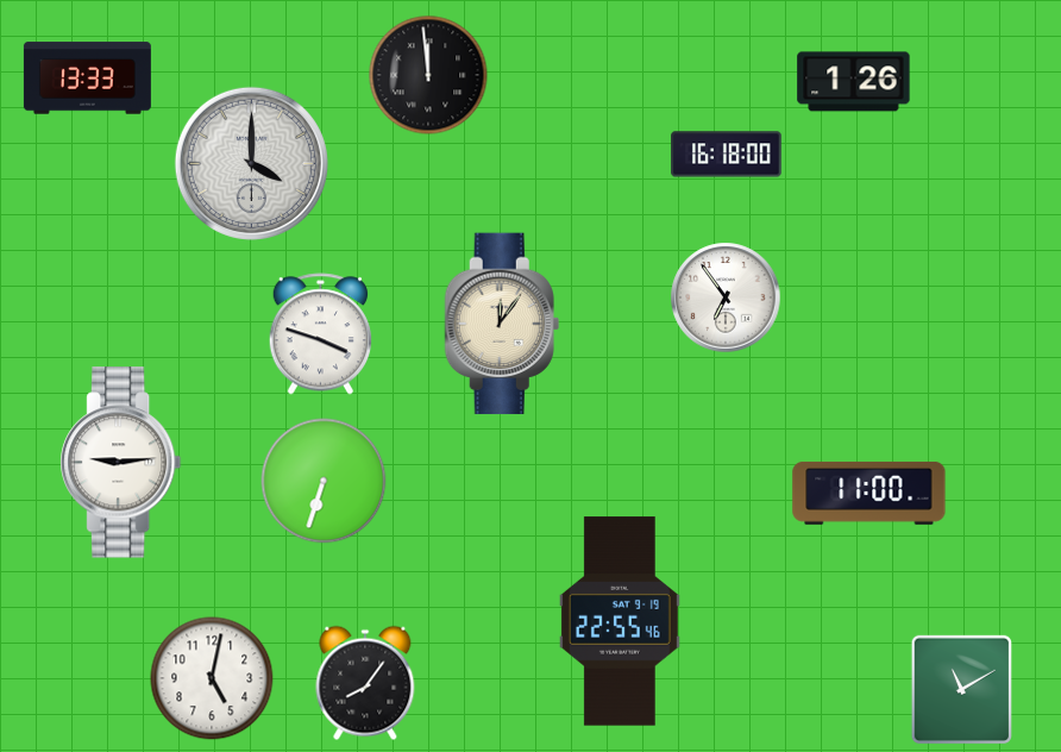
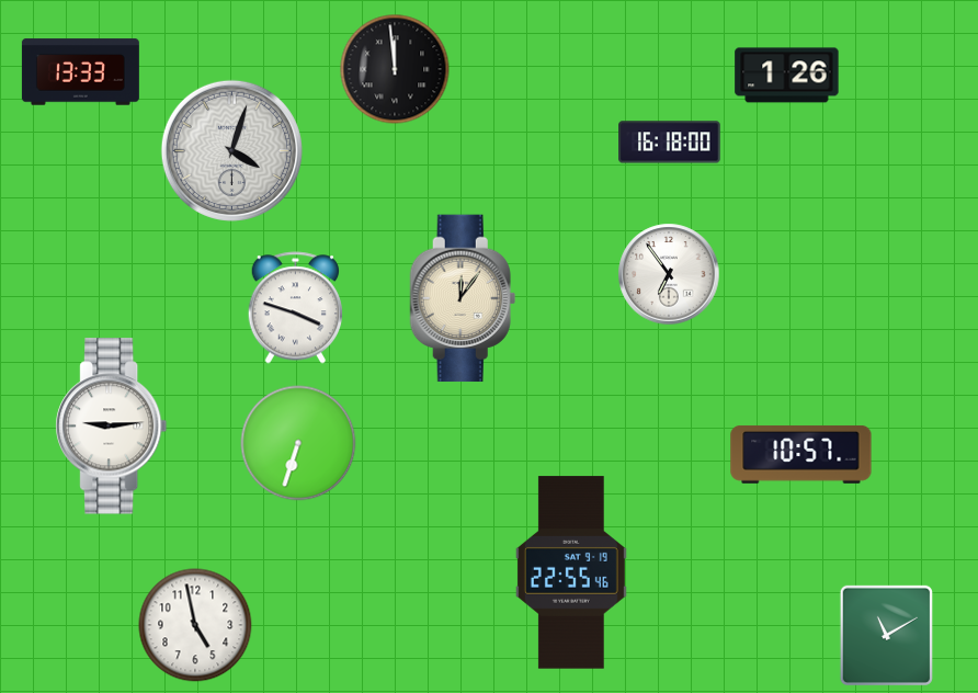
clock at (251, 163): 4:00 -> 4:03
clock at (869, 493): 11:00 -> 10:57
clock at (212, 678): 5:02 -> 4:58
clock at (365, 683): 8:06 -> none
